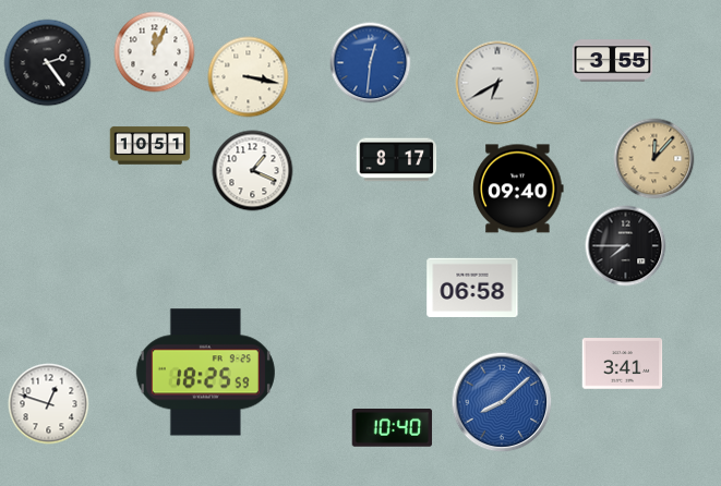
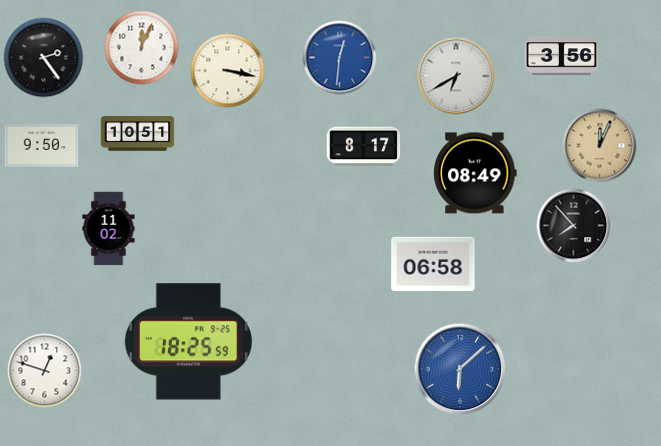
clock at (613, 61): 3:55 -> 3:56
clock at (42, 146): none -> 9:50
clock at (654, 159): 12:07 -> 12:04
clock at (253, 171): 1:19 -> none
clock at (518, 189): 09:40 -> 08:49
clock at (626, 246): 7:45 -> 7:53
clock at (109, 229): none -> 11:02
clock at (623, 364): 3:41 -> none
clock at (502, 402): 8:08 -> 6:08
clock at (393, 428): 10:40 -> none
